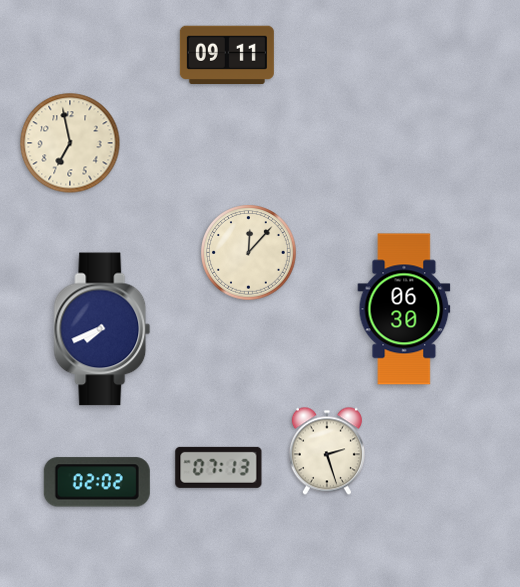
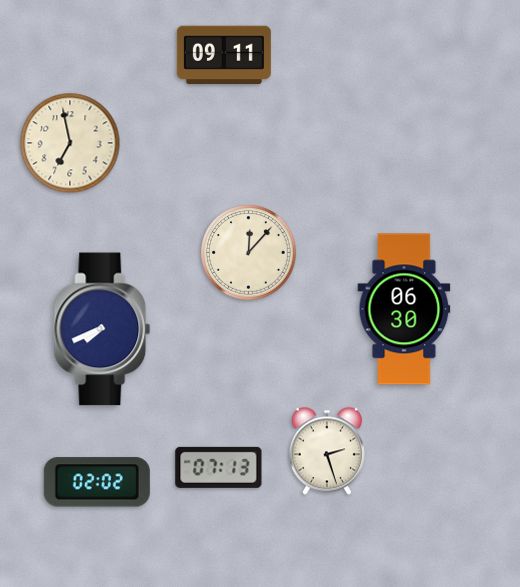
clock at (227, 55) position: (227, 55) -> (224, 55)
